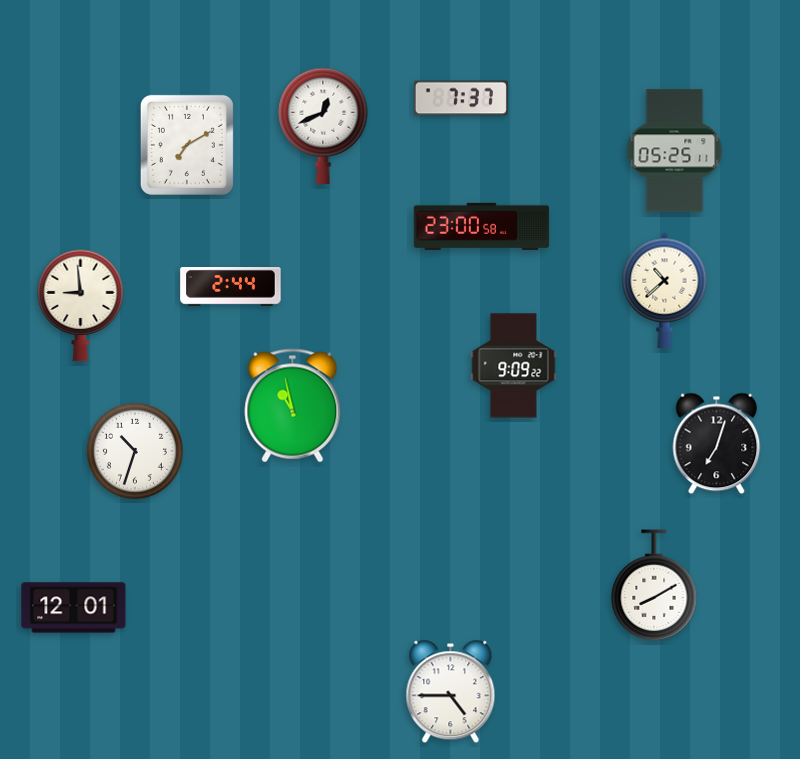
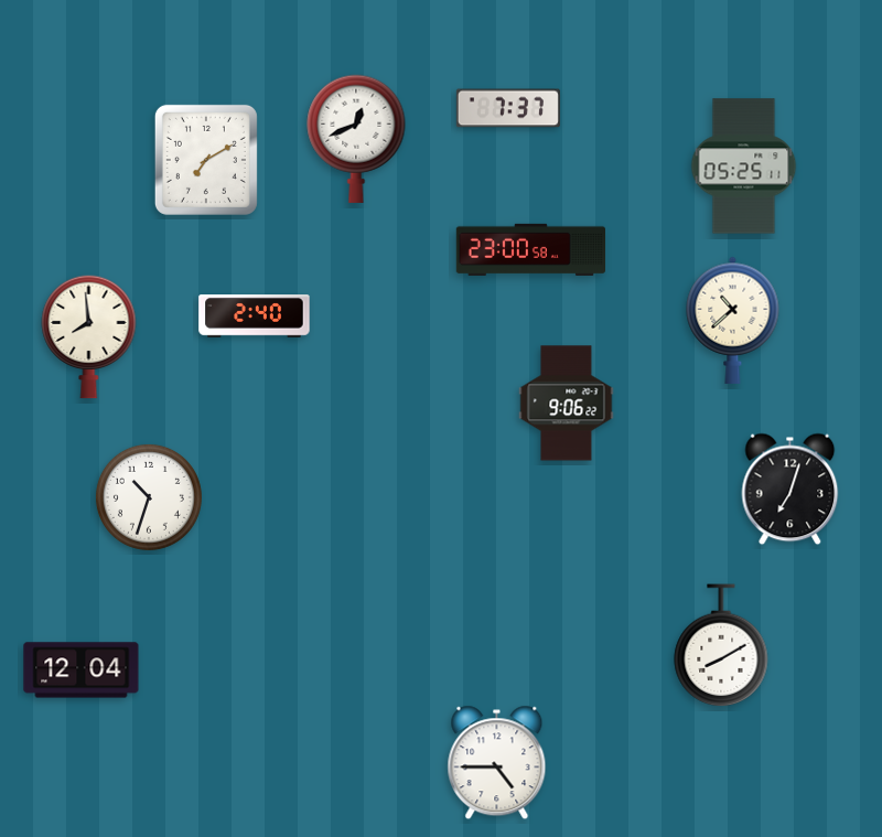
clock at (231, 287): 2:44 -> 2:40
clock at (81, 305): 8:59 -> 7:59
clock at (514, 366): 9:09 -> 9:06
clock at (293, 406): 10:58 -> none
clock at (74, 608): 12:01 -> 12:04
